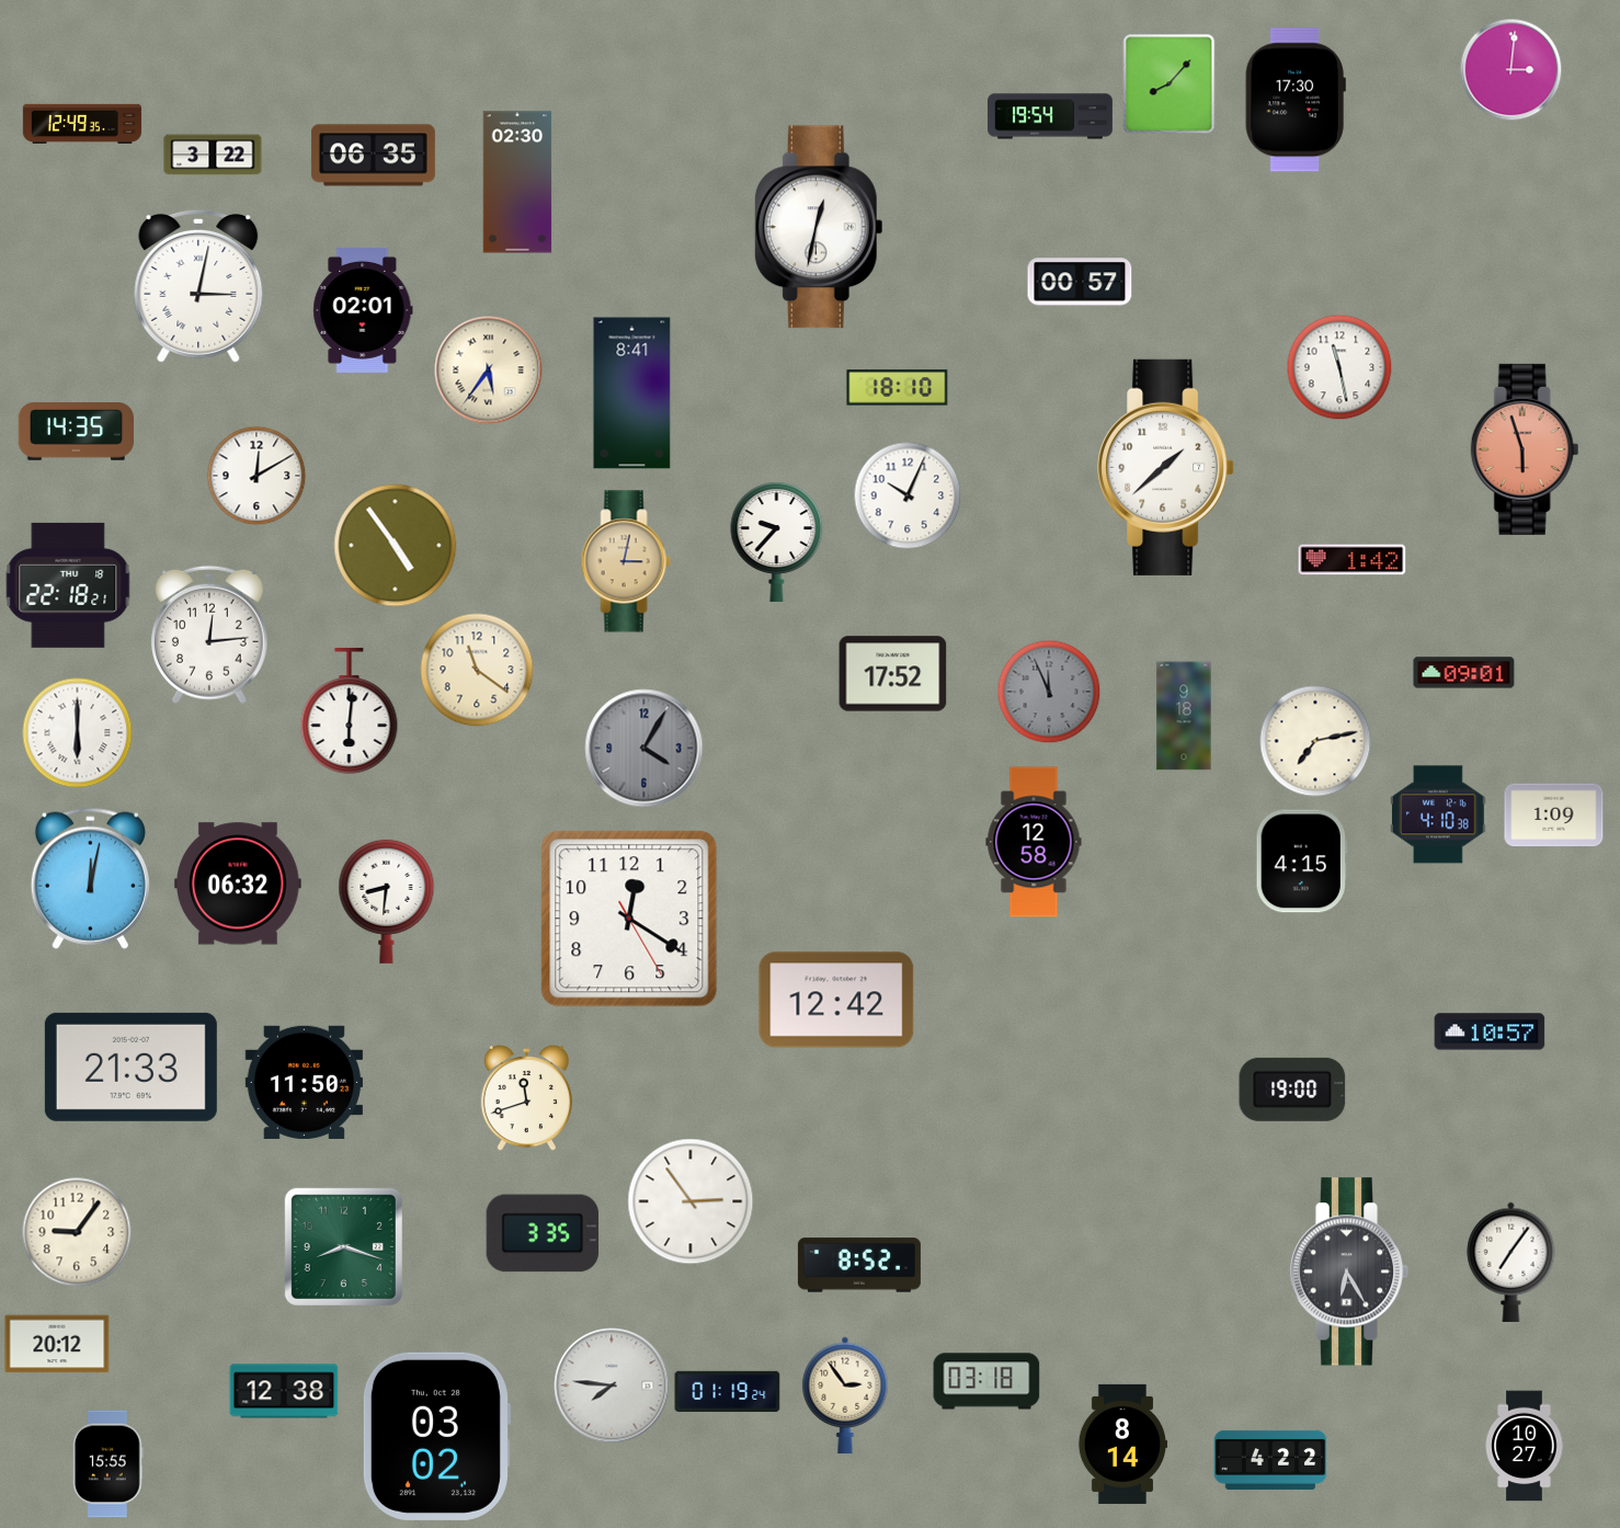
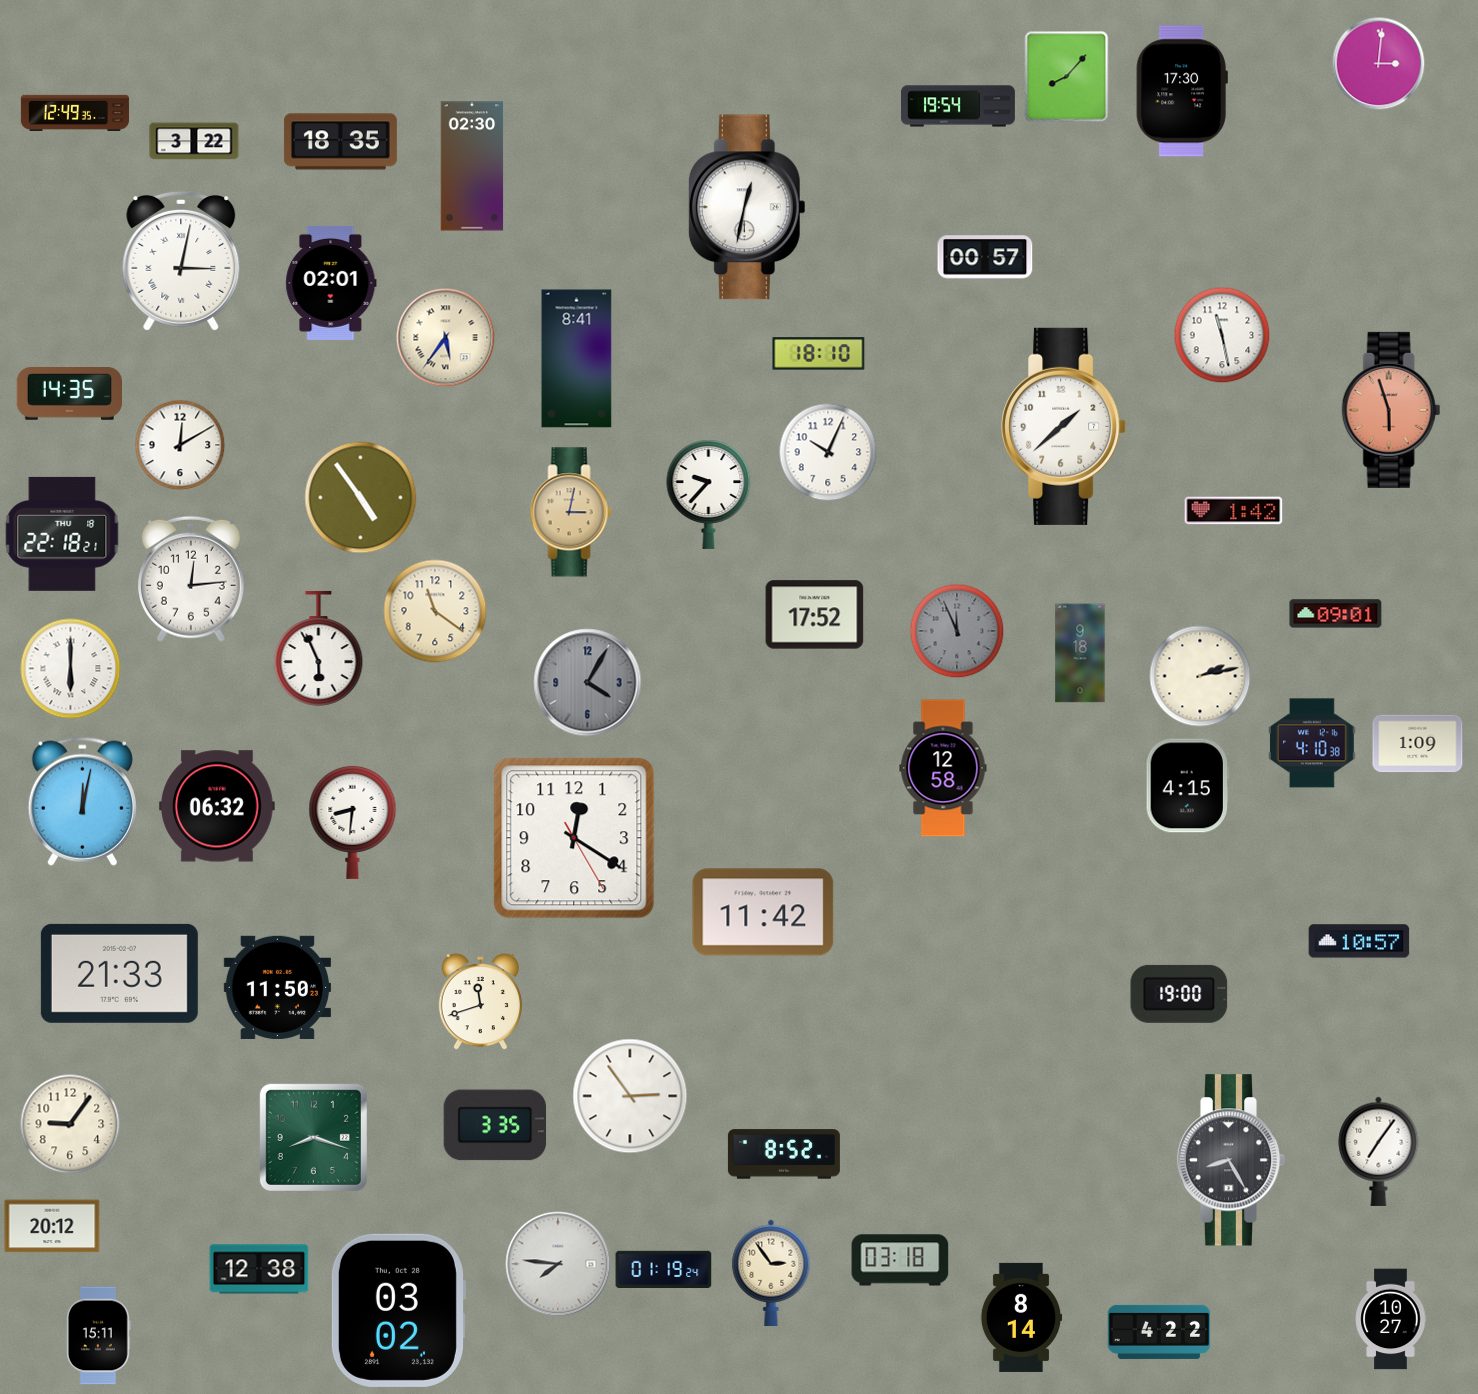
clock at (373, 156): 06:35 -> 18:35
clock at (256, 476) position: (256, 476) -> (180, 445)
clock at (350, 710): 6:01 -> 5:56
clock at (1315, 741): 7:13 -> 2:13
clock at (836, 1000): 12:42 -> 11:42
clock at (1349, 1272): 6:25 -> 8:25
clock at (1122, 1444) position: (1122, 1444) -> (1021, 1317)
clock at (107, 1464): 15:55 -> 15:11
